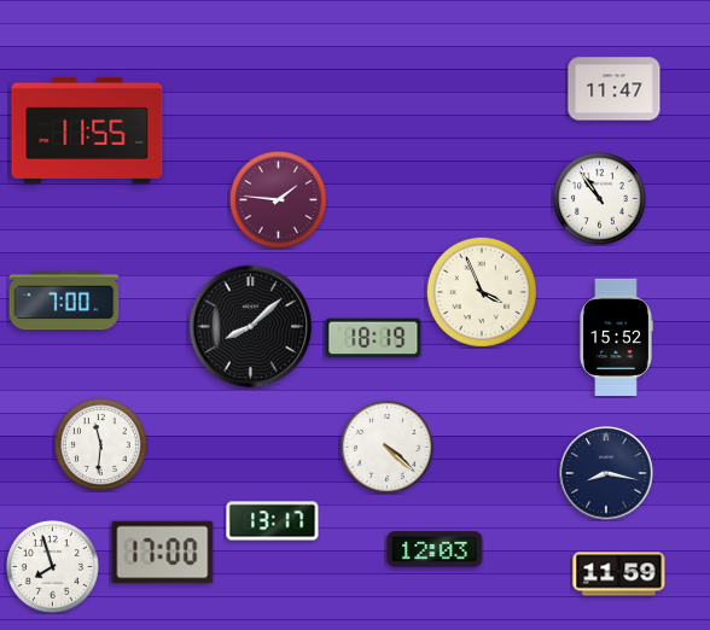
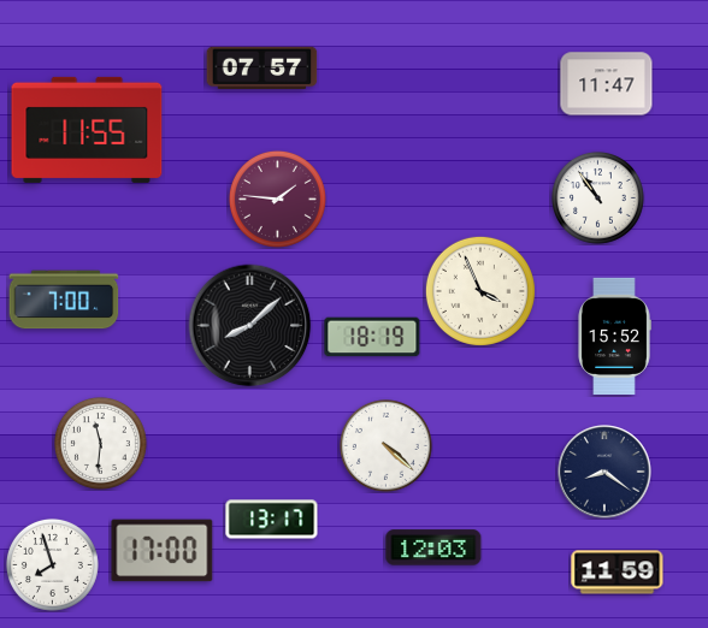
clock at (262, 69): none -> 07:57
clock at (615, 89) position: (615, 89) -> (607, 84)
clock at (606, 473): 8:17 -> 8:21
